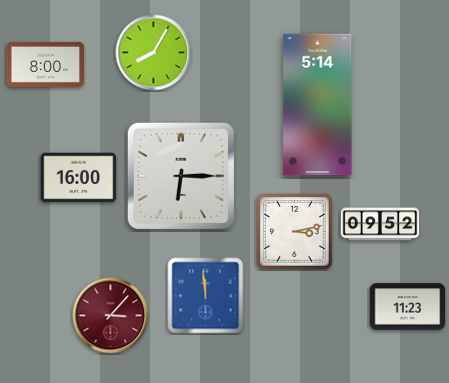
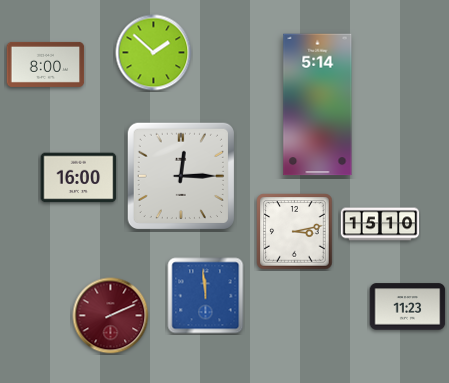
clock at (154, 53): 8:05 -> 1:52
clock at (181, 176): 6:15 -> 12:15
clock at (380, 224): 09:52 -> 15:10
clock at (111, 316): 3:07 -> 2:11
